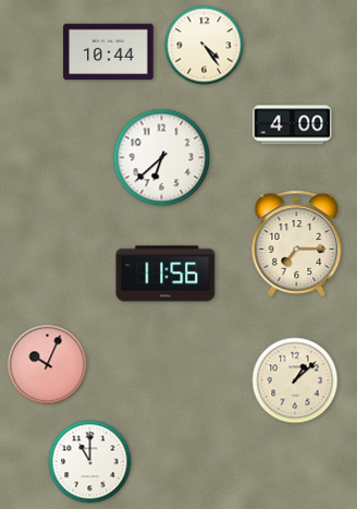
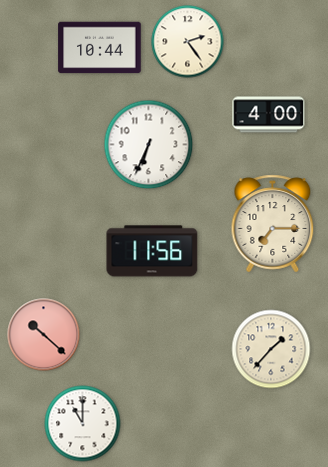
clock at (205, 46): 4:24 -> 2:24
clock at (162, 158): 6:38 -> 6:34
clock at (48, 365): 10:04 -> 10:22
clock at (295, 380): 1:08 -> 1:37
